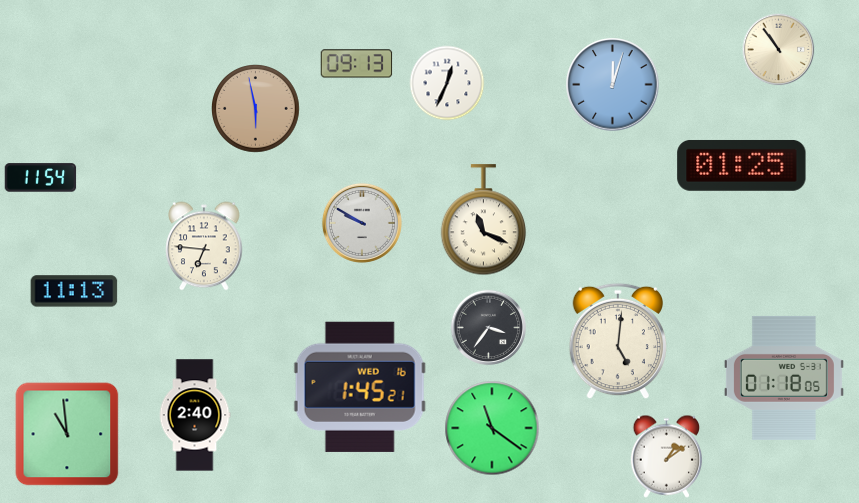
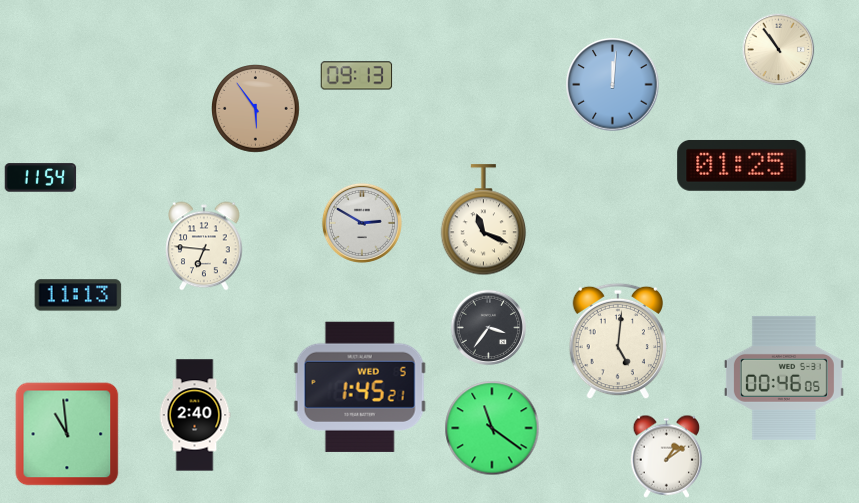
clock at (357, 64) position: (357, 64) -> (357, 76)
clock at (447, 83): 12:34 -> none
clock at (613, 85): 12:03 -> 12:01
clock at (256, 109): 5:58 -> 5:54
clock at (362, 223): 9:50 -> 2:50
clock at (74, 291) position: (74, 291) -> (78, 295)
clock at (784, 378): 01:18 -> 00:46
clock at (360, 387) date: WED 16 -> WED 5
